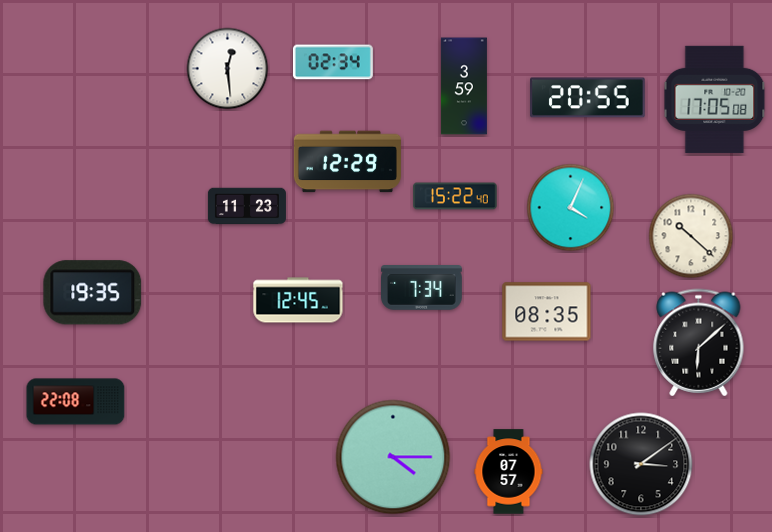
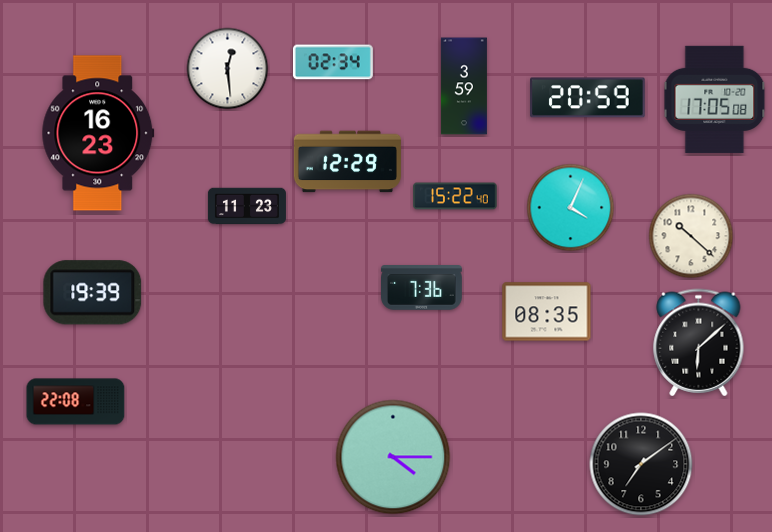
clock at (588, 98): 20:55 -> 20:59
clock at (98, 133): none -> 16:23
clock at (422, 288): 7:34 -> 7:36
clock at (93, 293): 19:35 -> 19:39
clock at (298, 300): 12:45 -> none
clock at (641, 464): 3:09 -> 7:09
clock at (509, 472): 07:57 -> none
